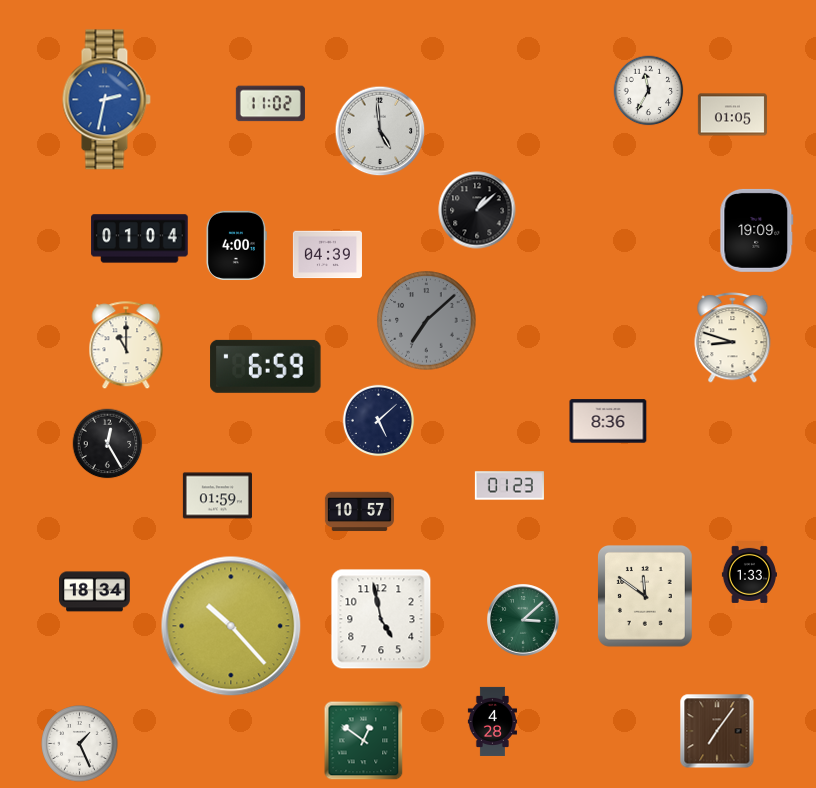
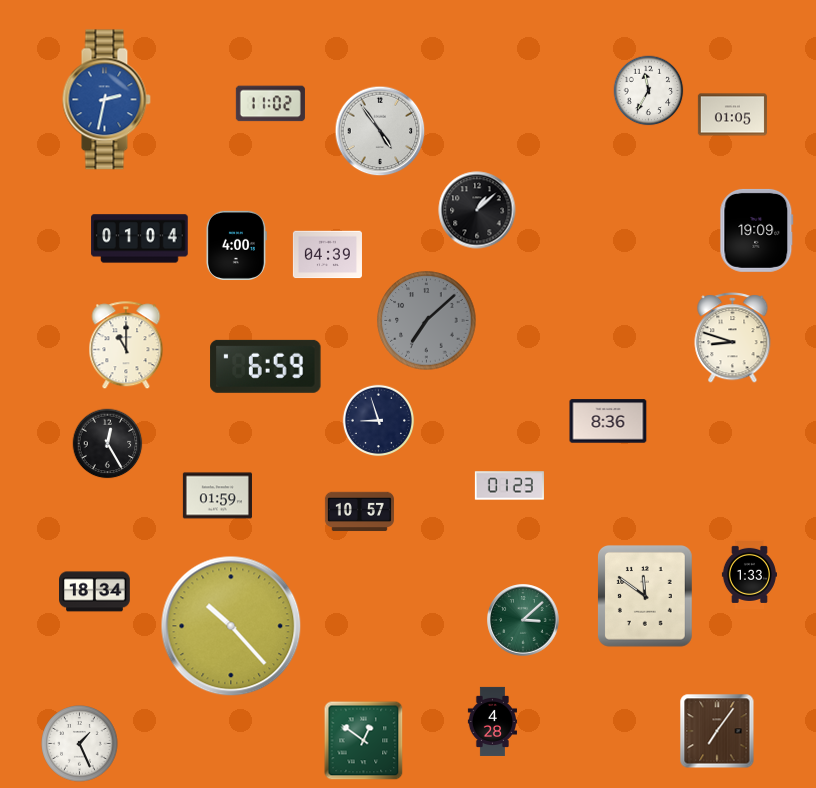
clock at (380, 131): 4:59 -> 4:54
clock at (379, 421): 5:08 -> 8:57
clock at (381, 619): 4:58 -> none
